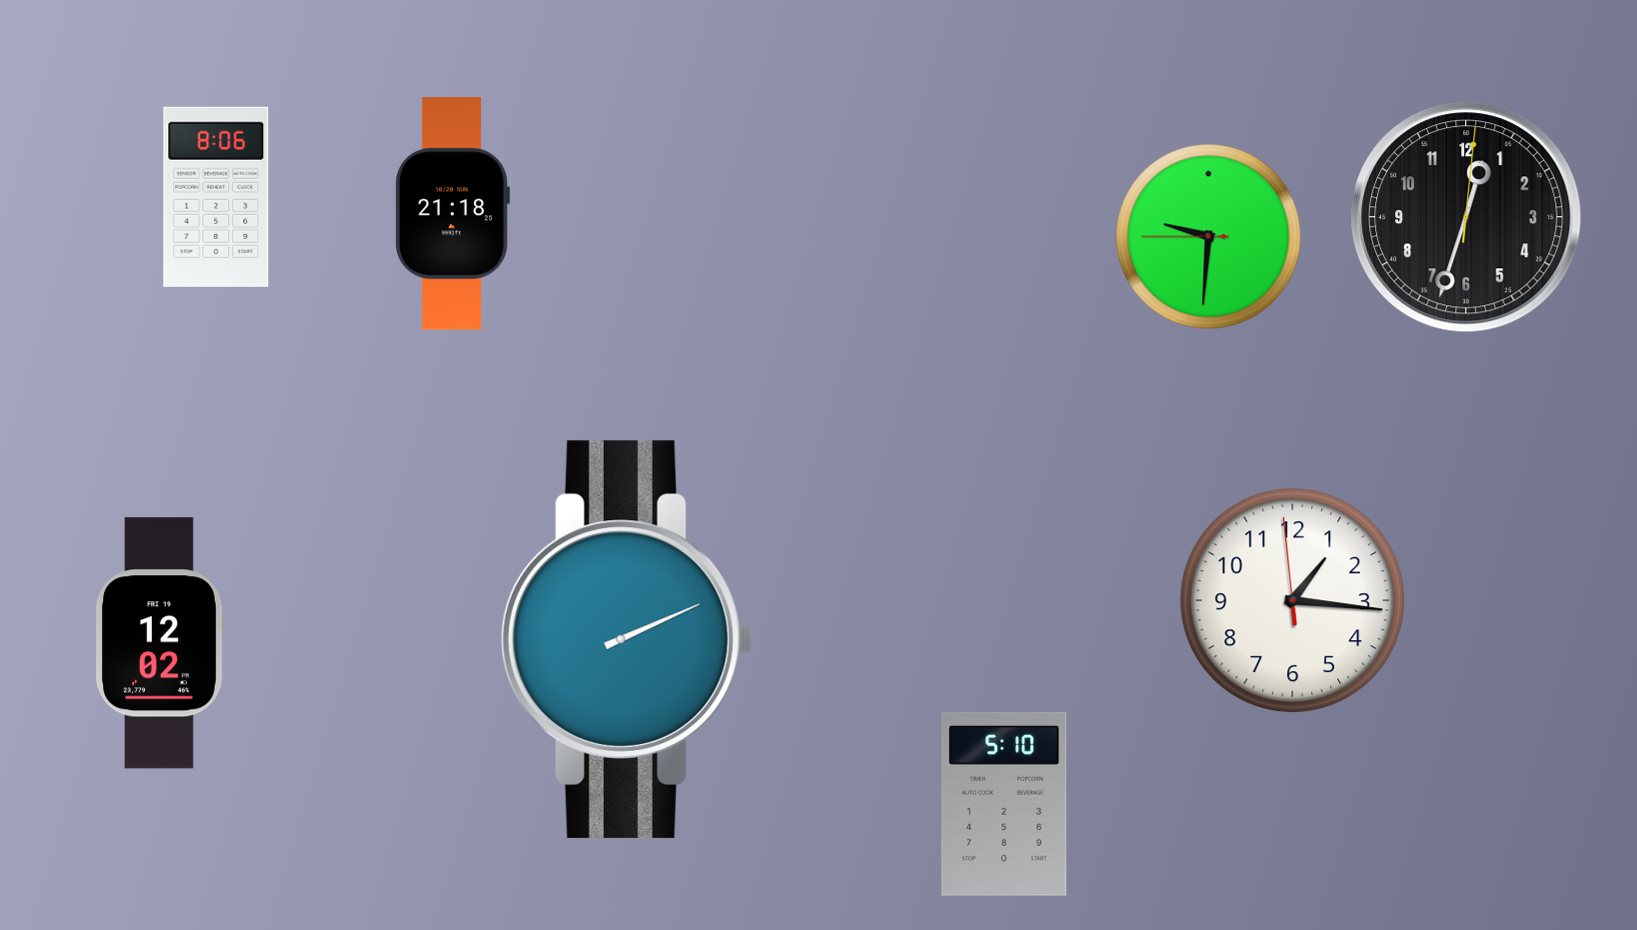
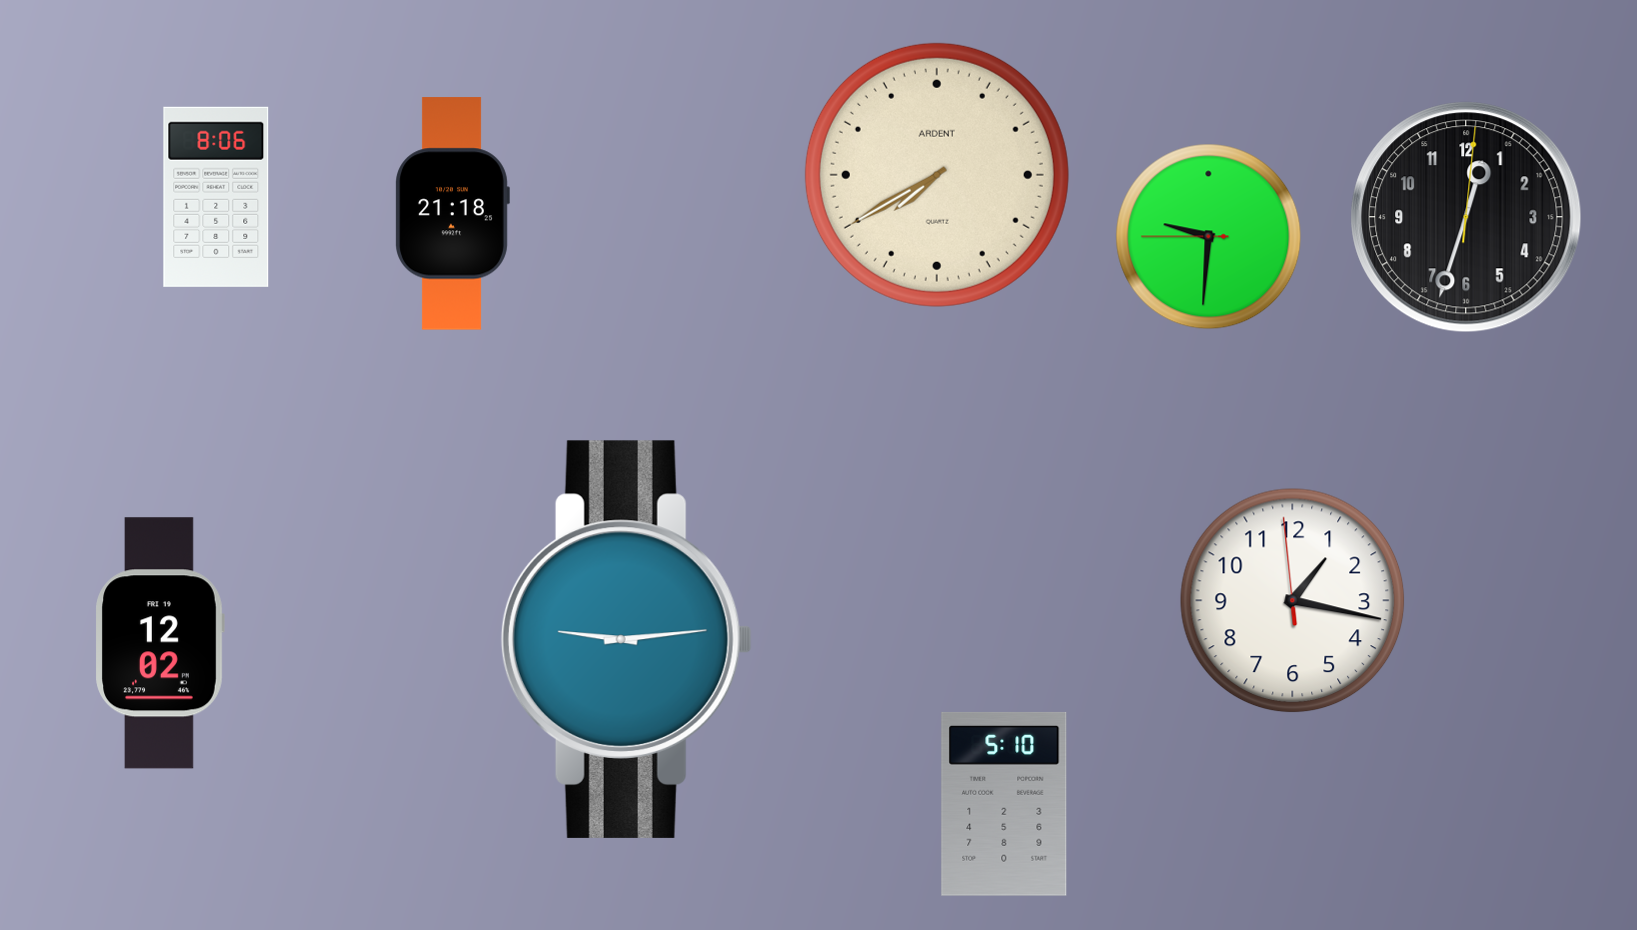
clock at (937, 175): none -> 7:40
clock at (1293, 601): 1:15 -> 1:16
clock at (626, 639): 2:11 -> 9:14
